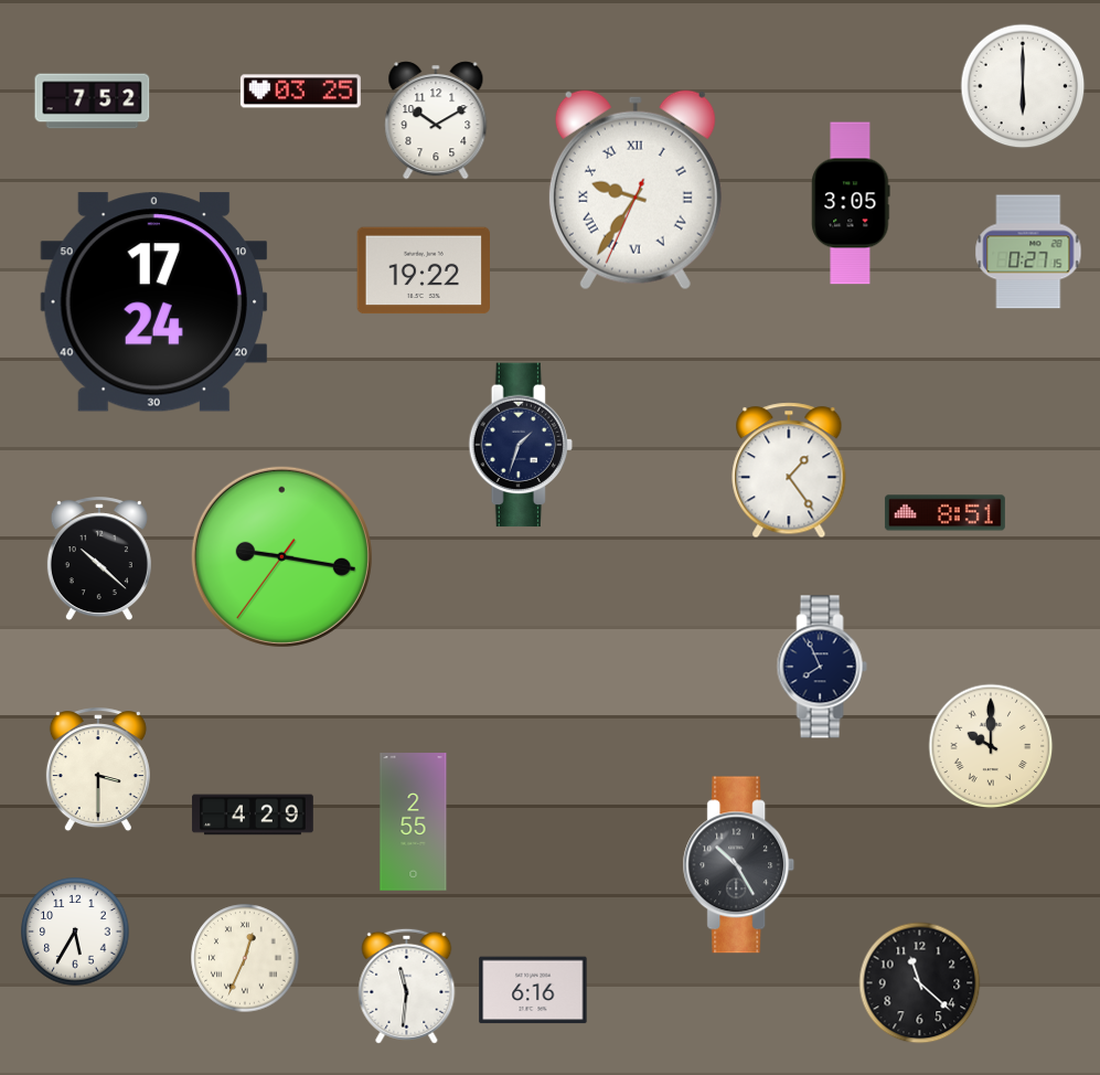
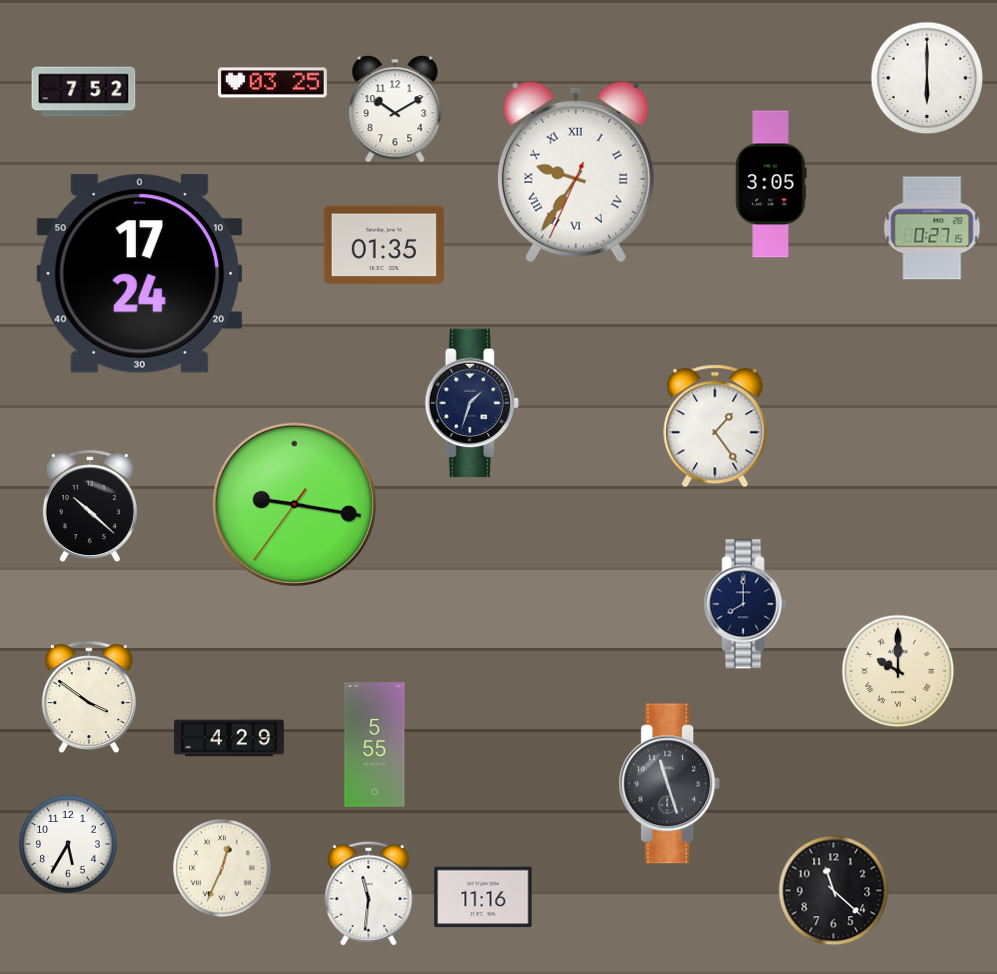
clock at (424, 270): 19:22 -> 01:35
clock at (944, 513): 8:51 -> none
clock at (281, 556) position: (281, 556) -> (294, 504)
clock at (822, 667): 7:56 -> 8:00
clock at (991, 746) position: (991, 746) -> (898, 671)
clock at (98, 770): 3:30 -> 3:51
clock at (414, 822): 2:55 -> 5:55
clock at (739, 865): 10:25 -> 11:27
clock at (533, 990): 6:16 -> 11:16
